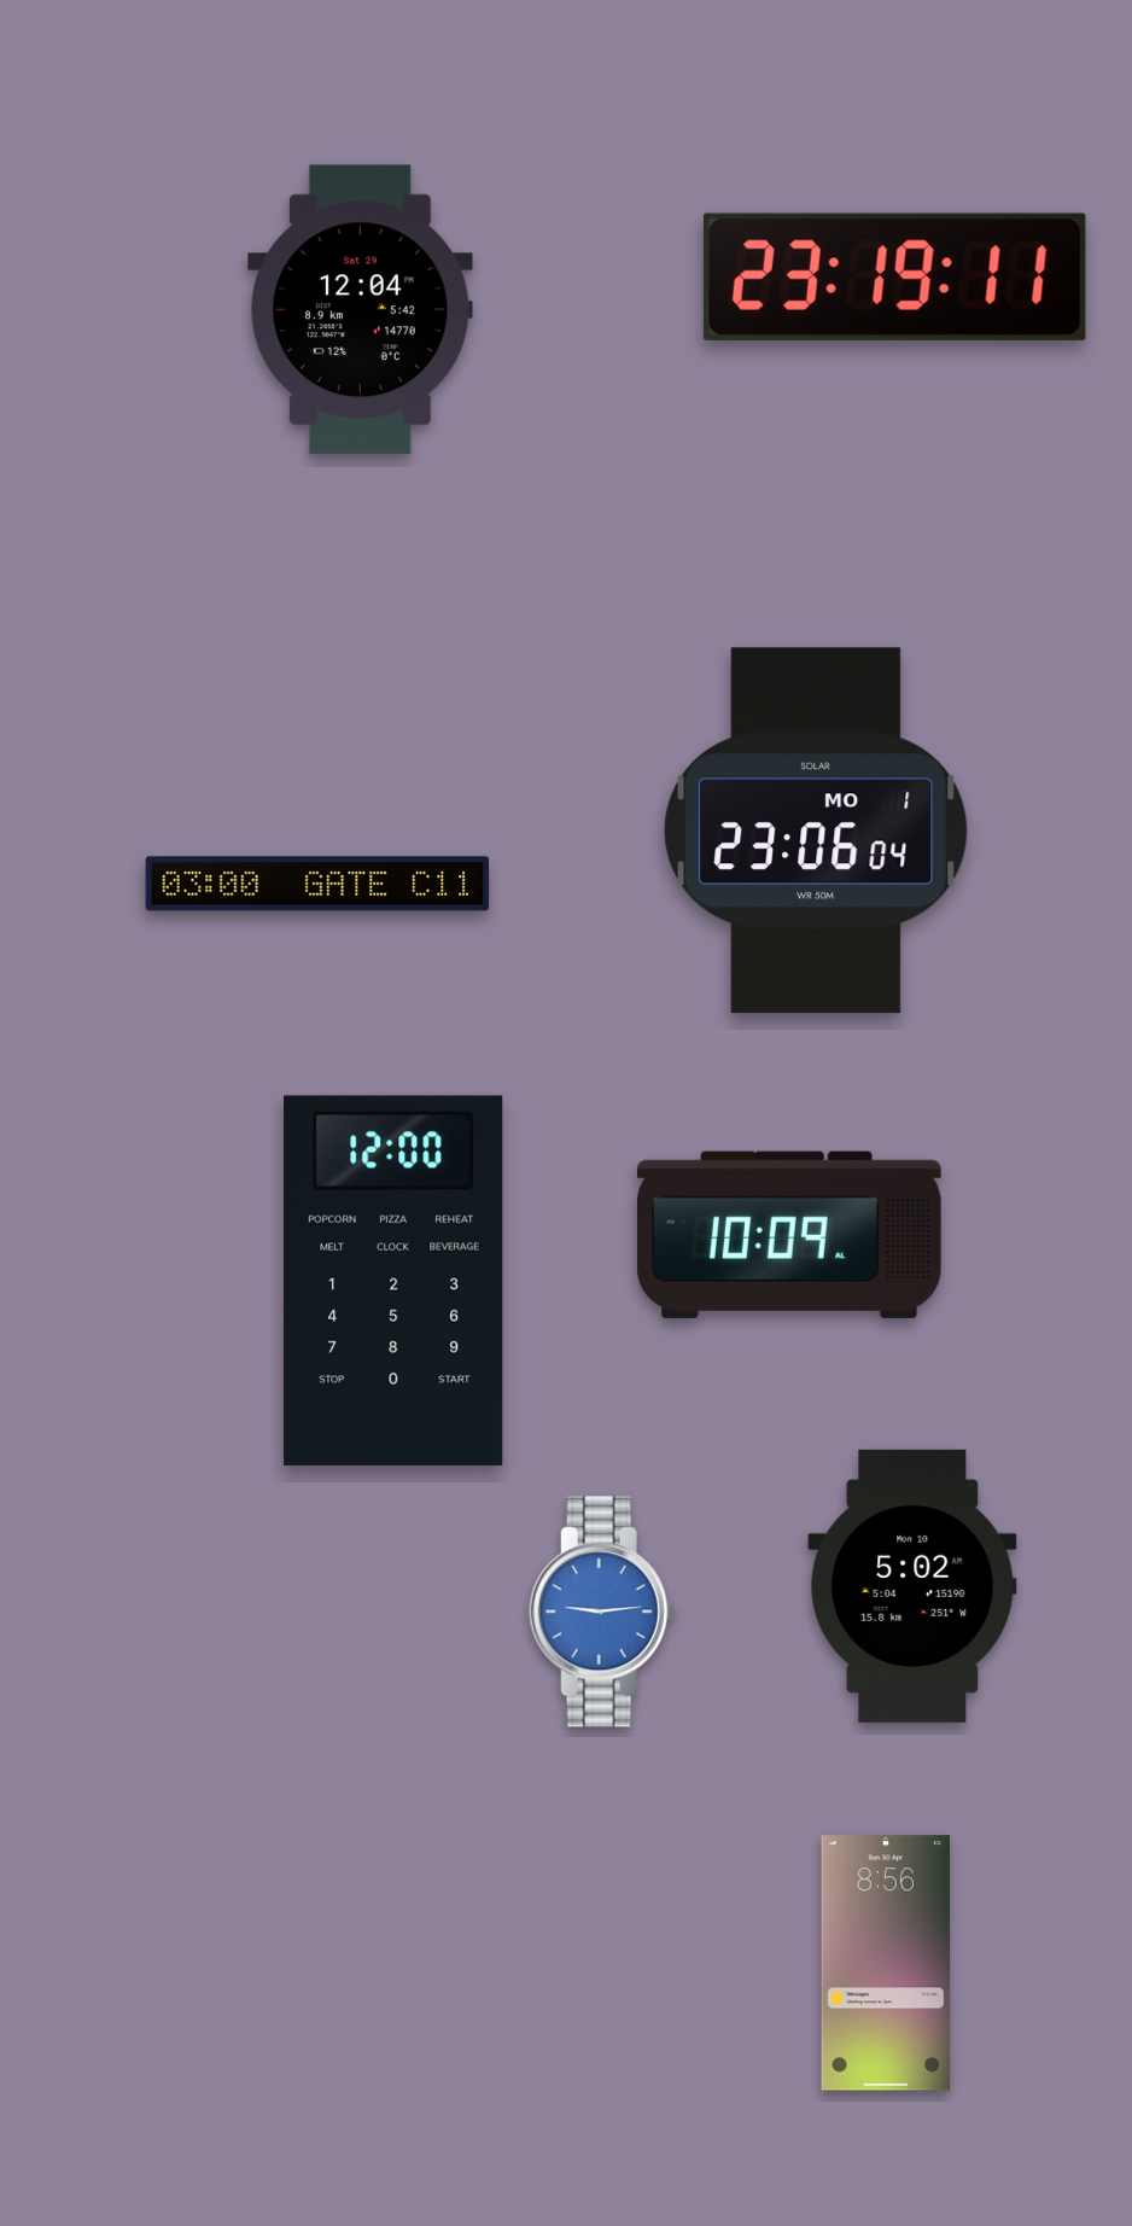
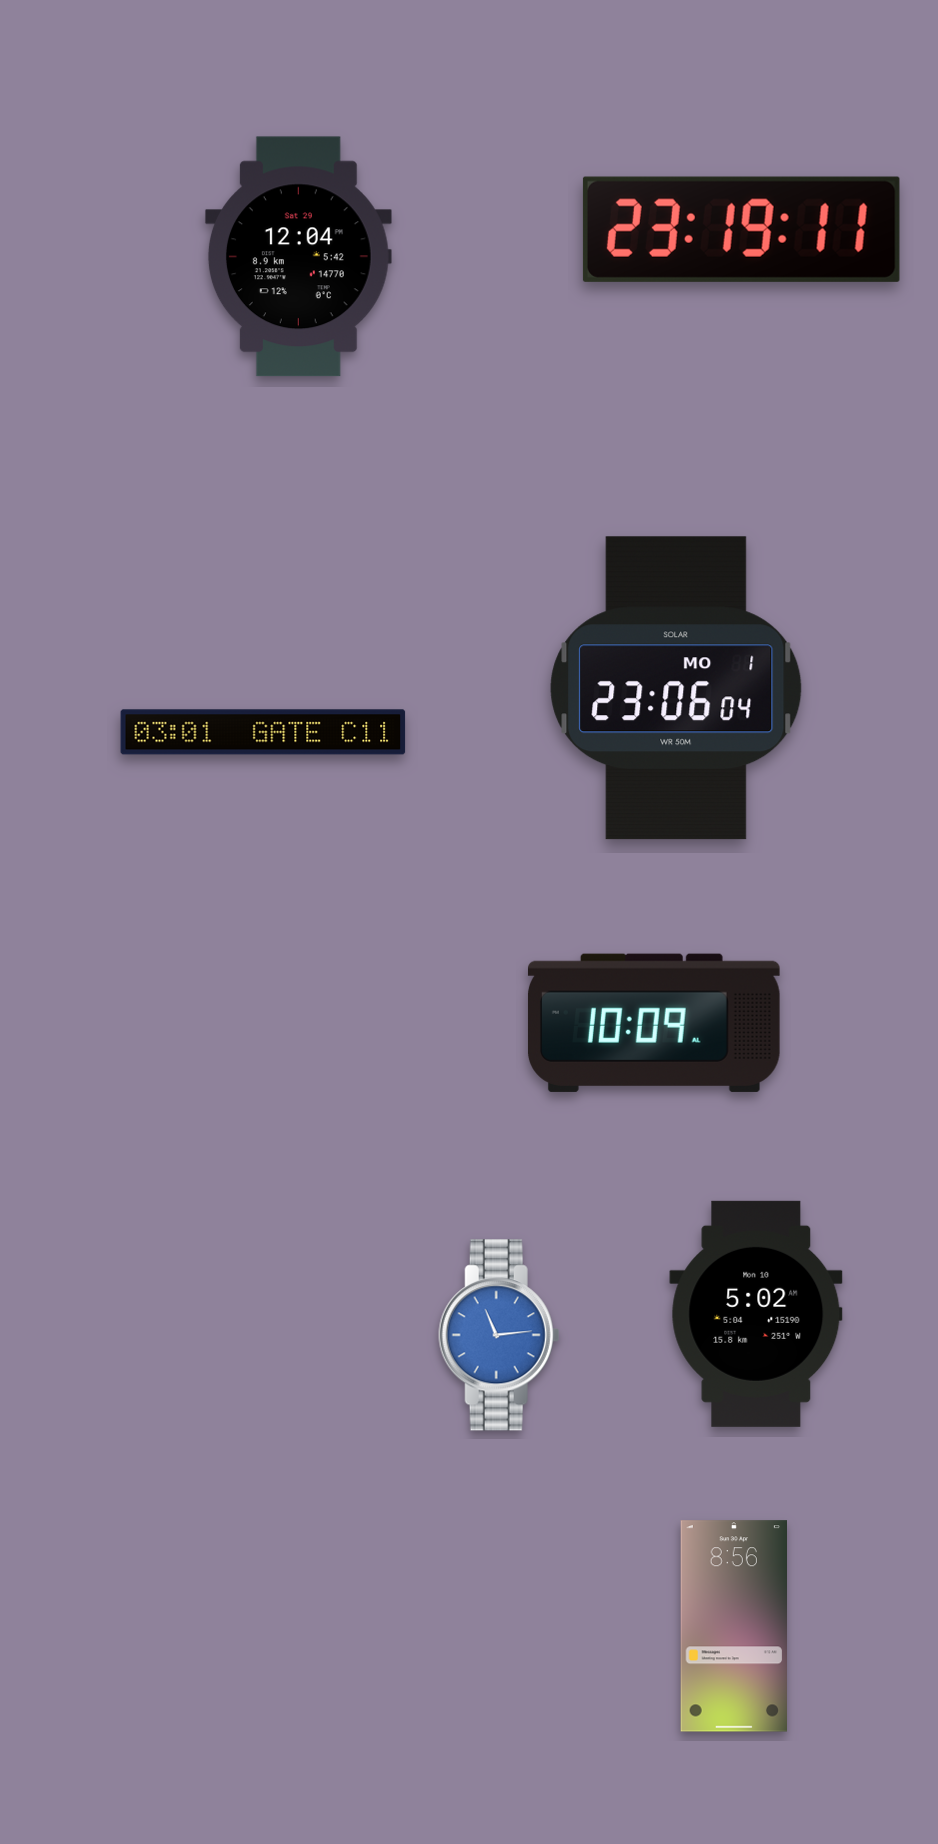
clock at (317, 884): 03:00 -> 03:01
clock at (393, 1281): 12:00 -> none
clock at (602, 1612): 9:14 -> 11:14
